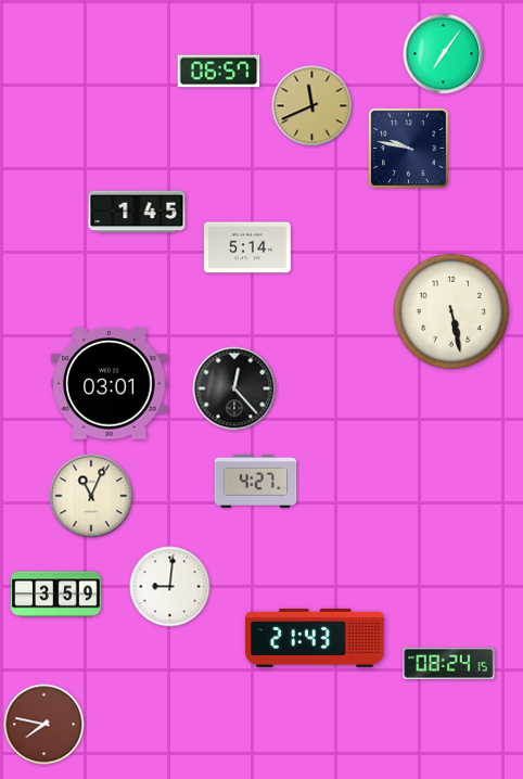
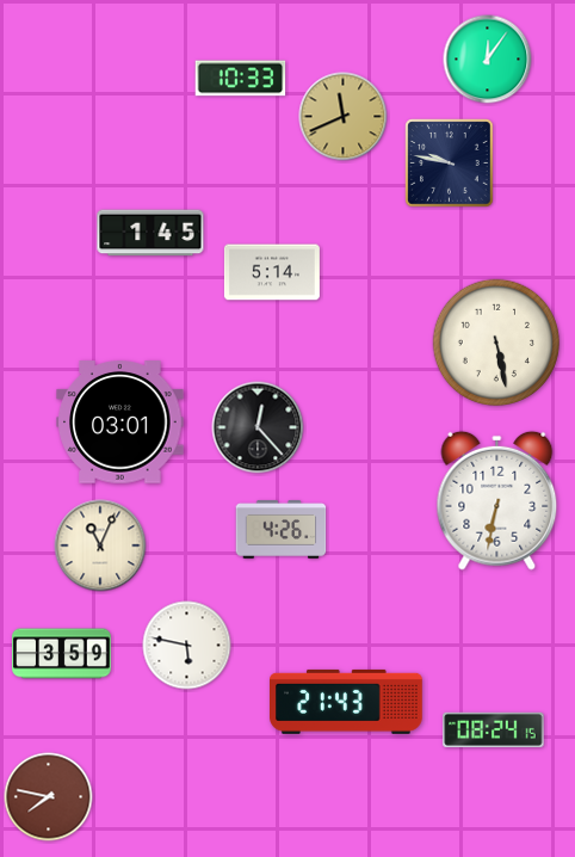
clock at (444, 54): 7:06 -> 12:06
clock at (219, 72): 06:57 -> 10:33
clock at (497, 500): none -> 6:32
clock at (256, 482): 4:27 -> 4:26
clock at (170, 587): 9:01 -> 5:47
